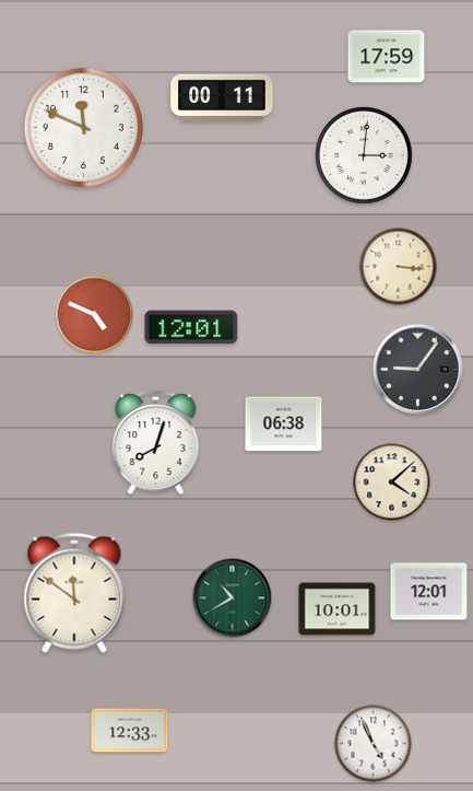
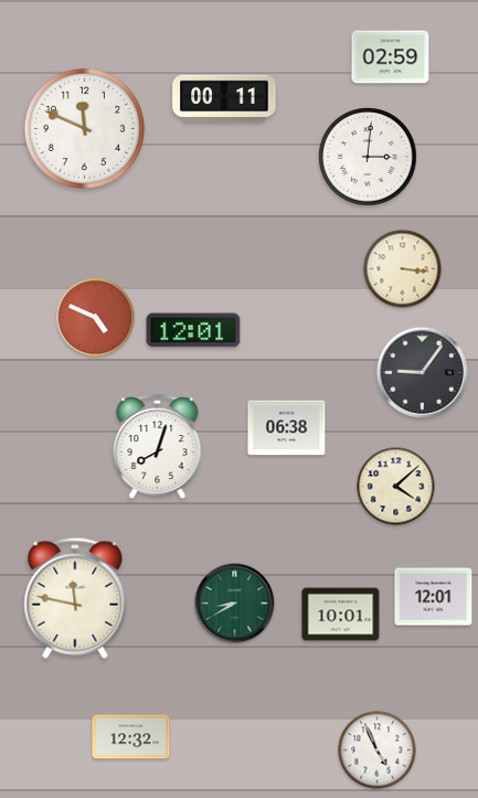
clock at (387, 57): 17:59 -> 02:59
clock at (74, 593): 11:51 -> 11:47
clock at (233, 598): 10:40 -> 8:40
clock at (130, 731): 12:33 -> 12:32
